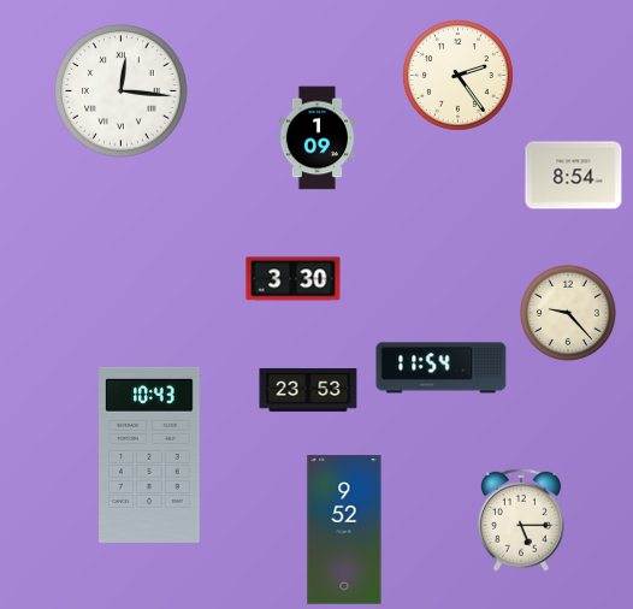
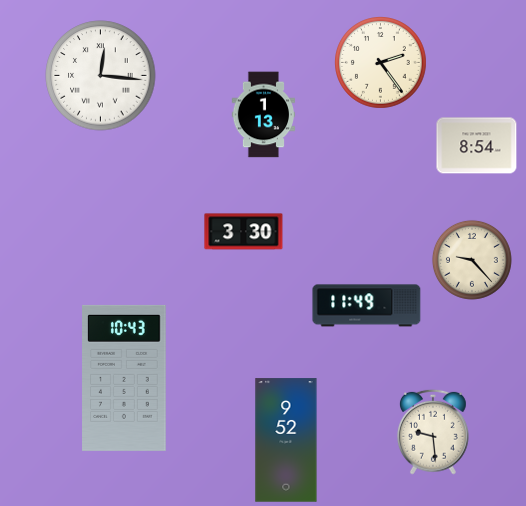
clock at (318, 138): 1:09 -> 1:13
clock at (442, 368): 11:54 -> 11:49
clock at (308, 390): 23:53 -> none
clock at (521, 520): 5:15 -> 9:29
